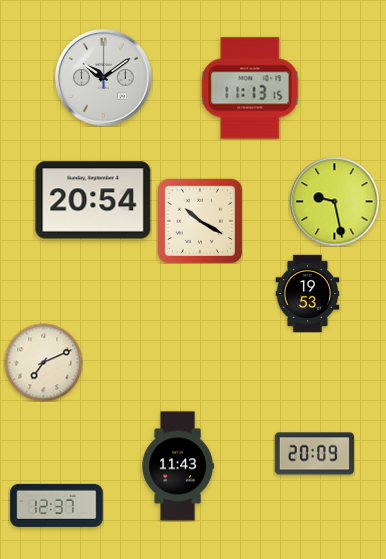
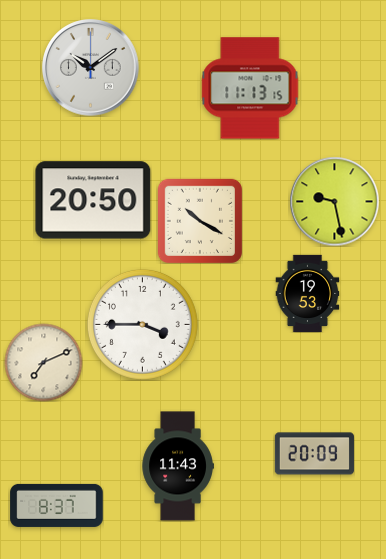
clock at (104, 78) position: (104, 78) -> (91, 68)
clock at (93, 200): 20:54 -> 20:50
clock at (142, 324): none -> 3:45
clock at (57, 505): 12:37 -> 8:37
